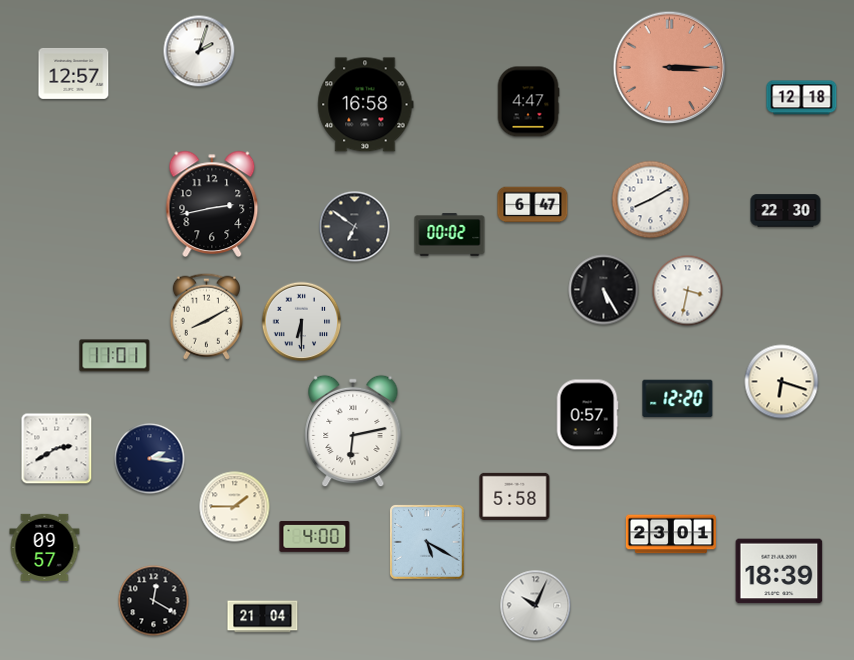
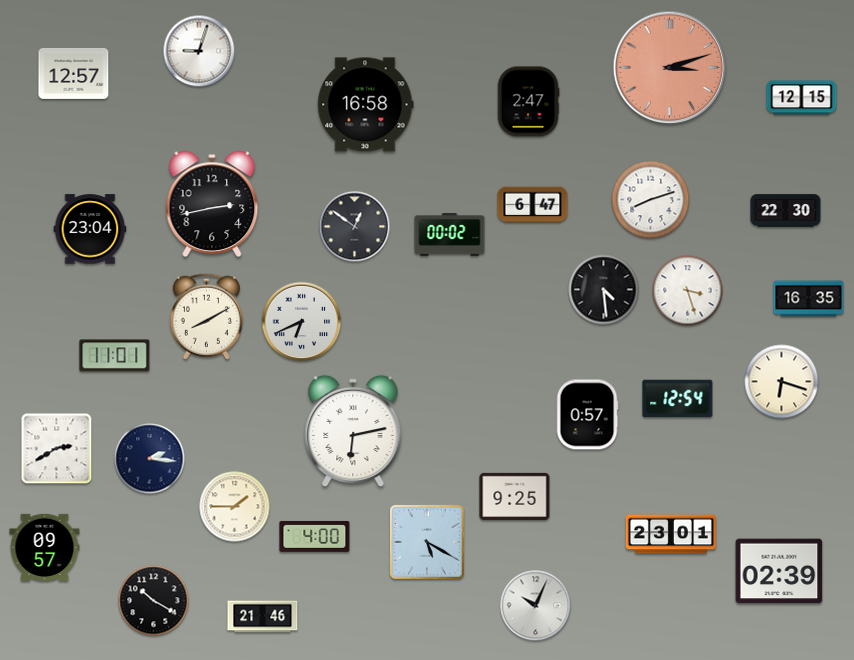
clock at (199, 51): 2:03 -> 9:03
clock at (670, 68): 3:15 -> 3:12
clock at (802, 98): 12:18 -> 12:15
clock at (528, 102): 4:47 -> 2:47
clock at (651, 200): 8:10 -> 8:12
clock at (355, 227): 6:51 -> 12:51
clock at (90, 229): none -> 23:04
clock at (604, 290): 5:25 -> 4:29
clock at (688, 291): 3:32 -> 3:27
clock at (809, 299): none -> 16:35
clock at (302, 322): 6:30 -> 6:41
clock at (678, 399): 12:20 -> 12:54
clock at (515, 496): 5:58 -> 9:25
clock at (779, 571): 18:39 -> 02:39
clock at (154, 601): 12:20 -> 10:20
clock at (263, 617): 21:04 -> 21:46
